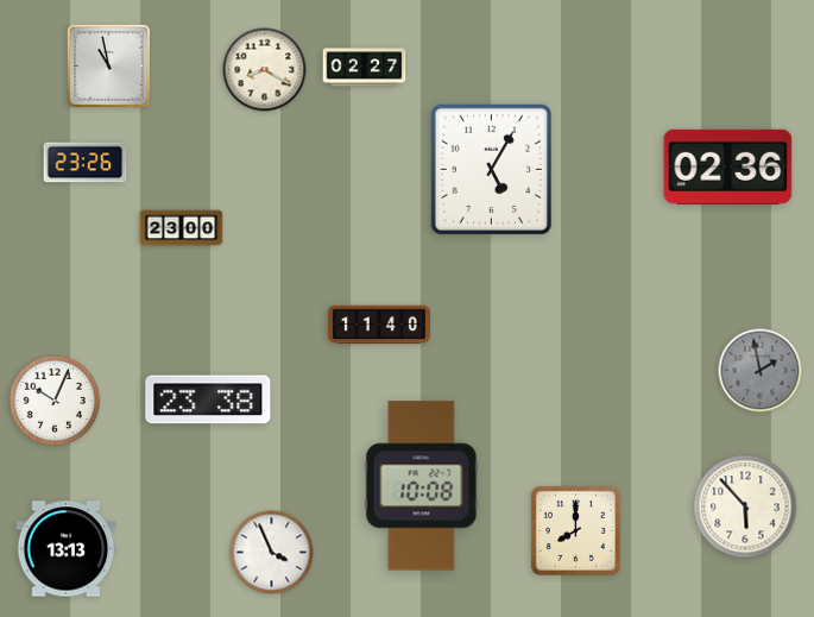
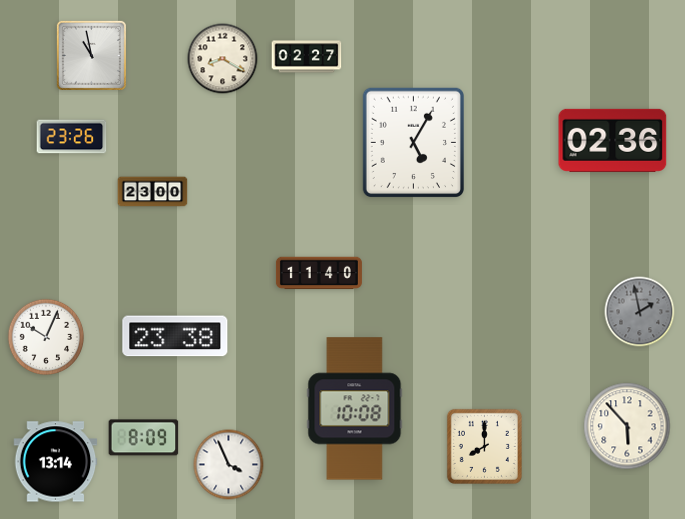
clock at (144, 438): none -> 8:09
clock at (67, 549): 13:13 -> 13:14
